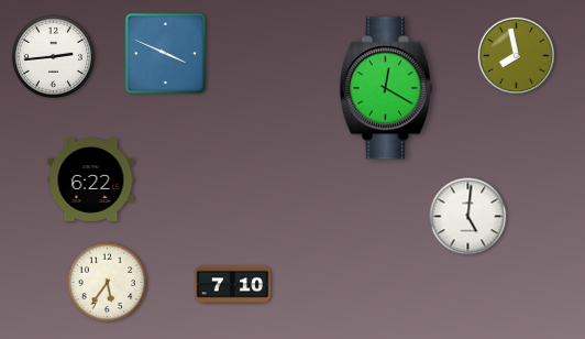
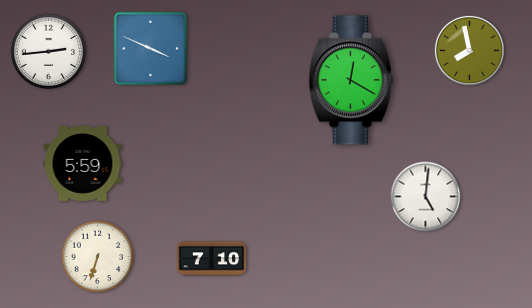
clock at (91, 179): 6:22 -> 5:59
clock at (108, 283): 5:36 -> 6:33
